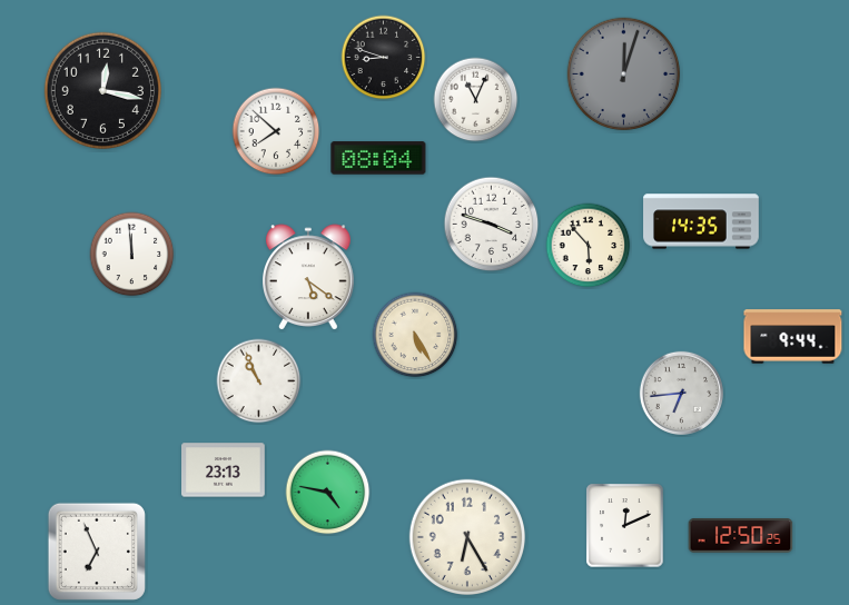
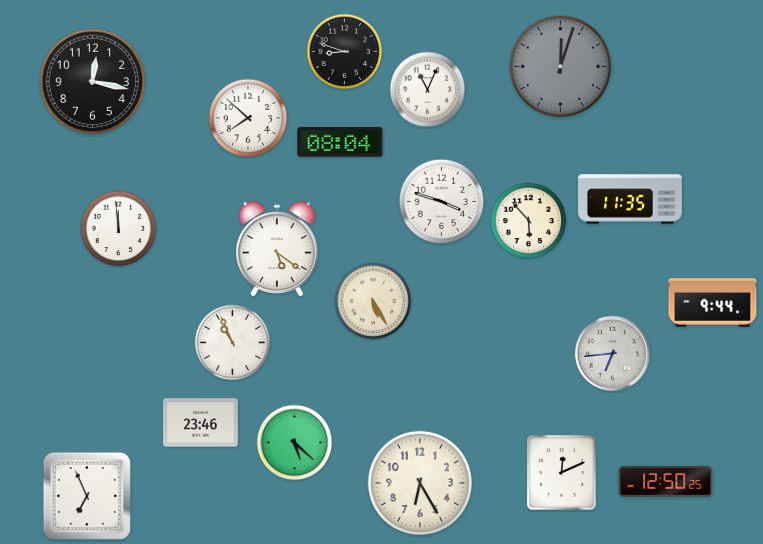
clock at (701, 221): 14:35 -> 11:35
clock at (224, 470): 23:13 -> 23:46
clock at (328, 493): 4:47 -> 5:22
